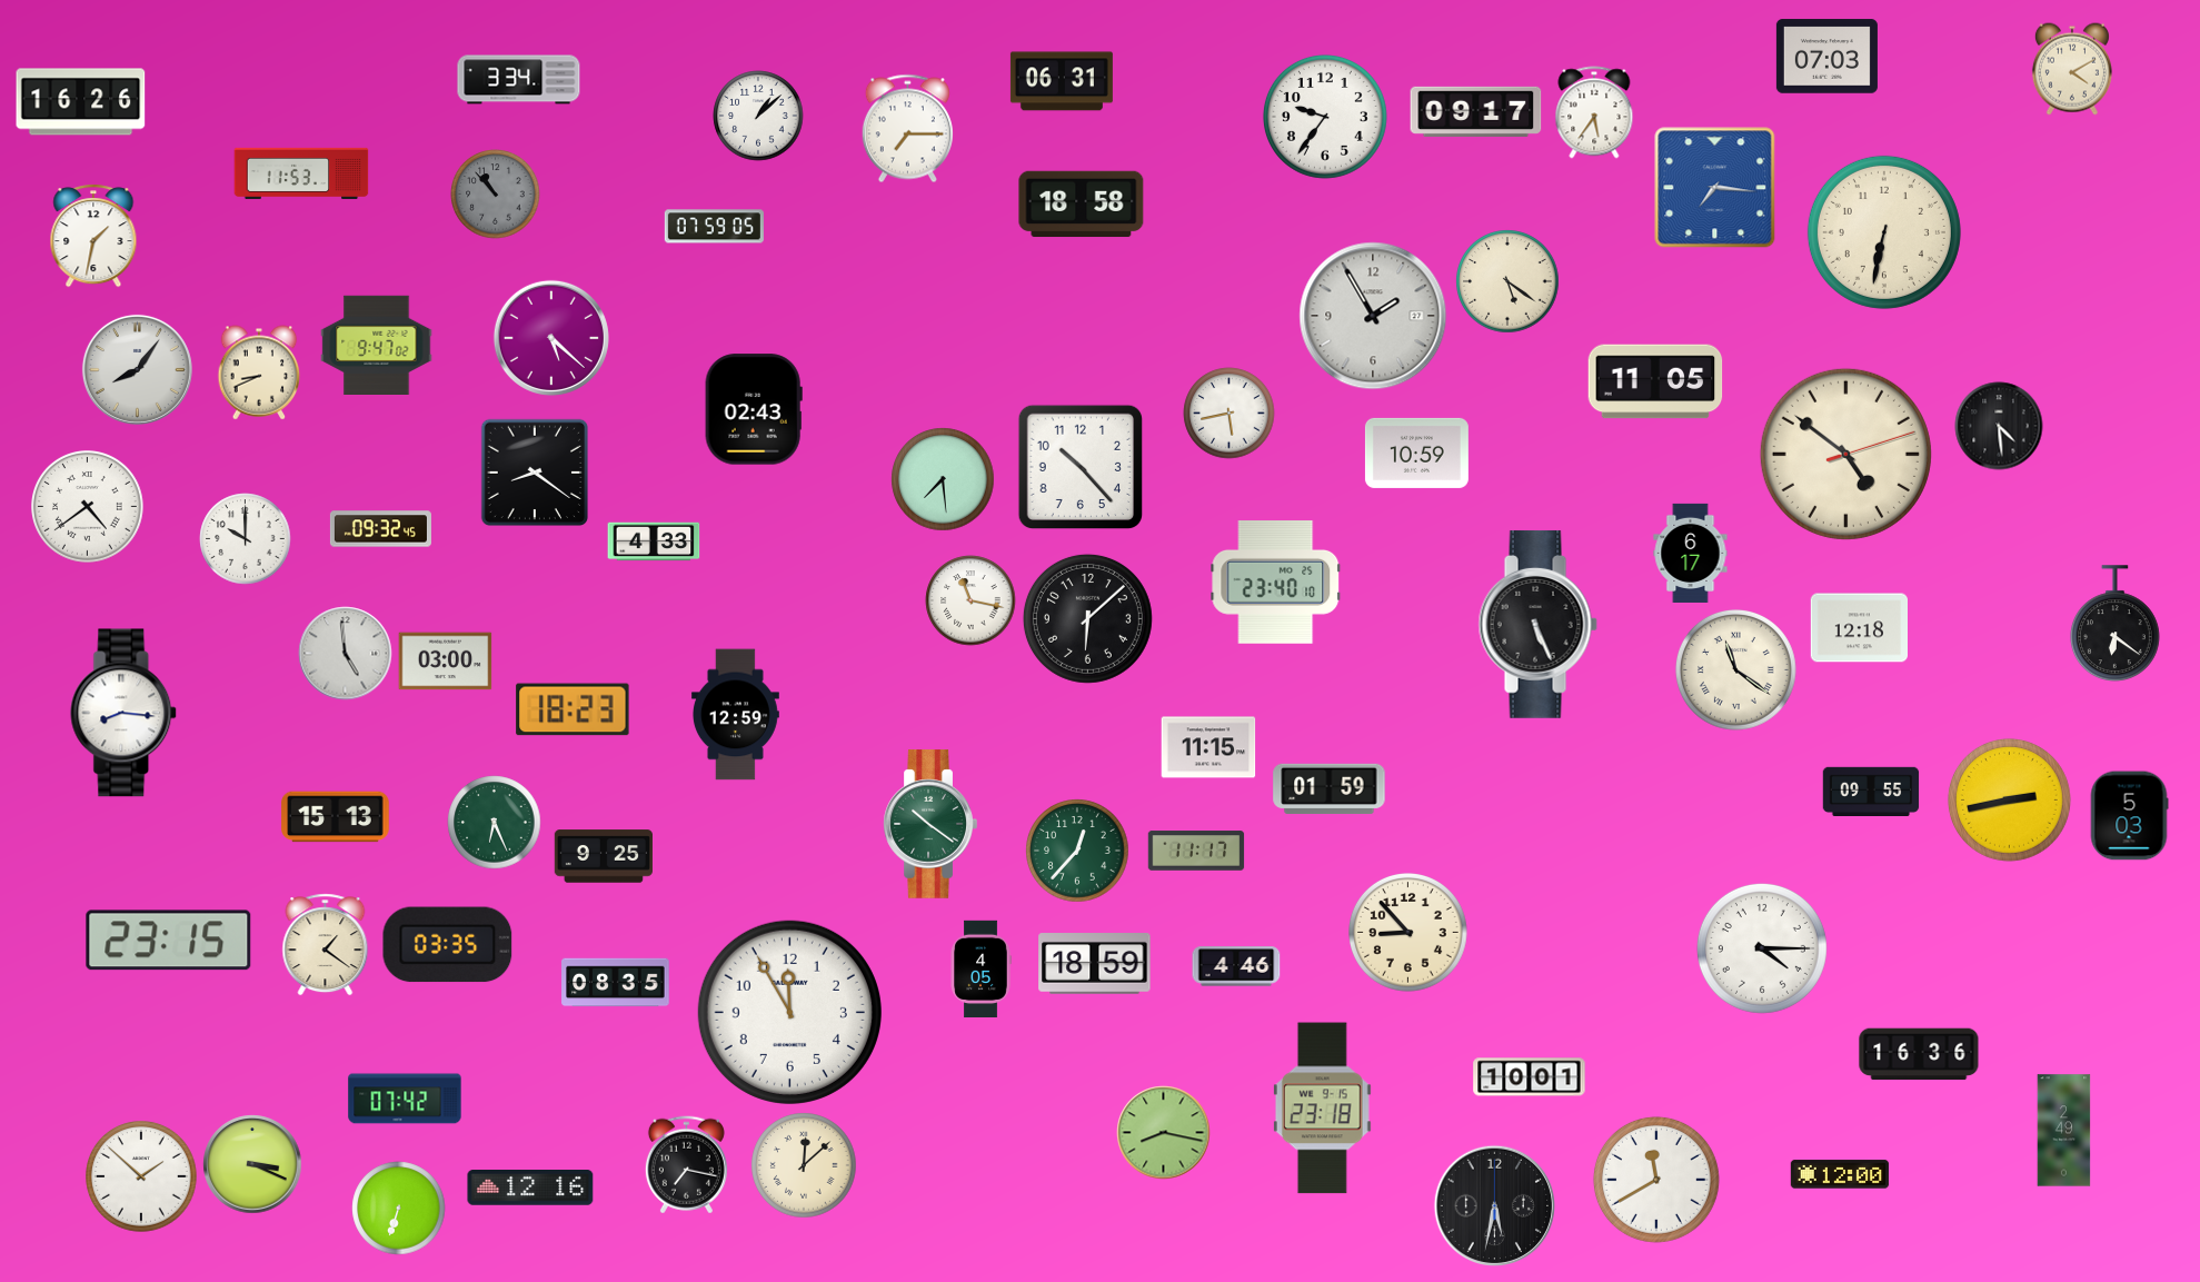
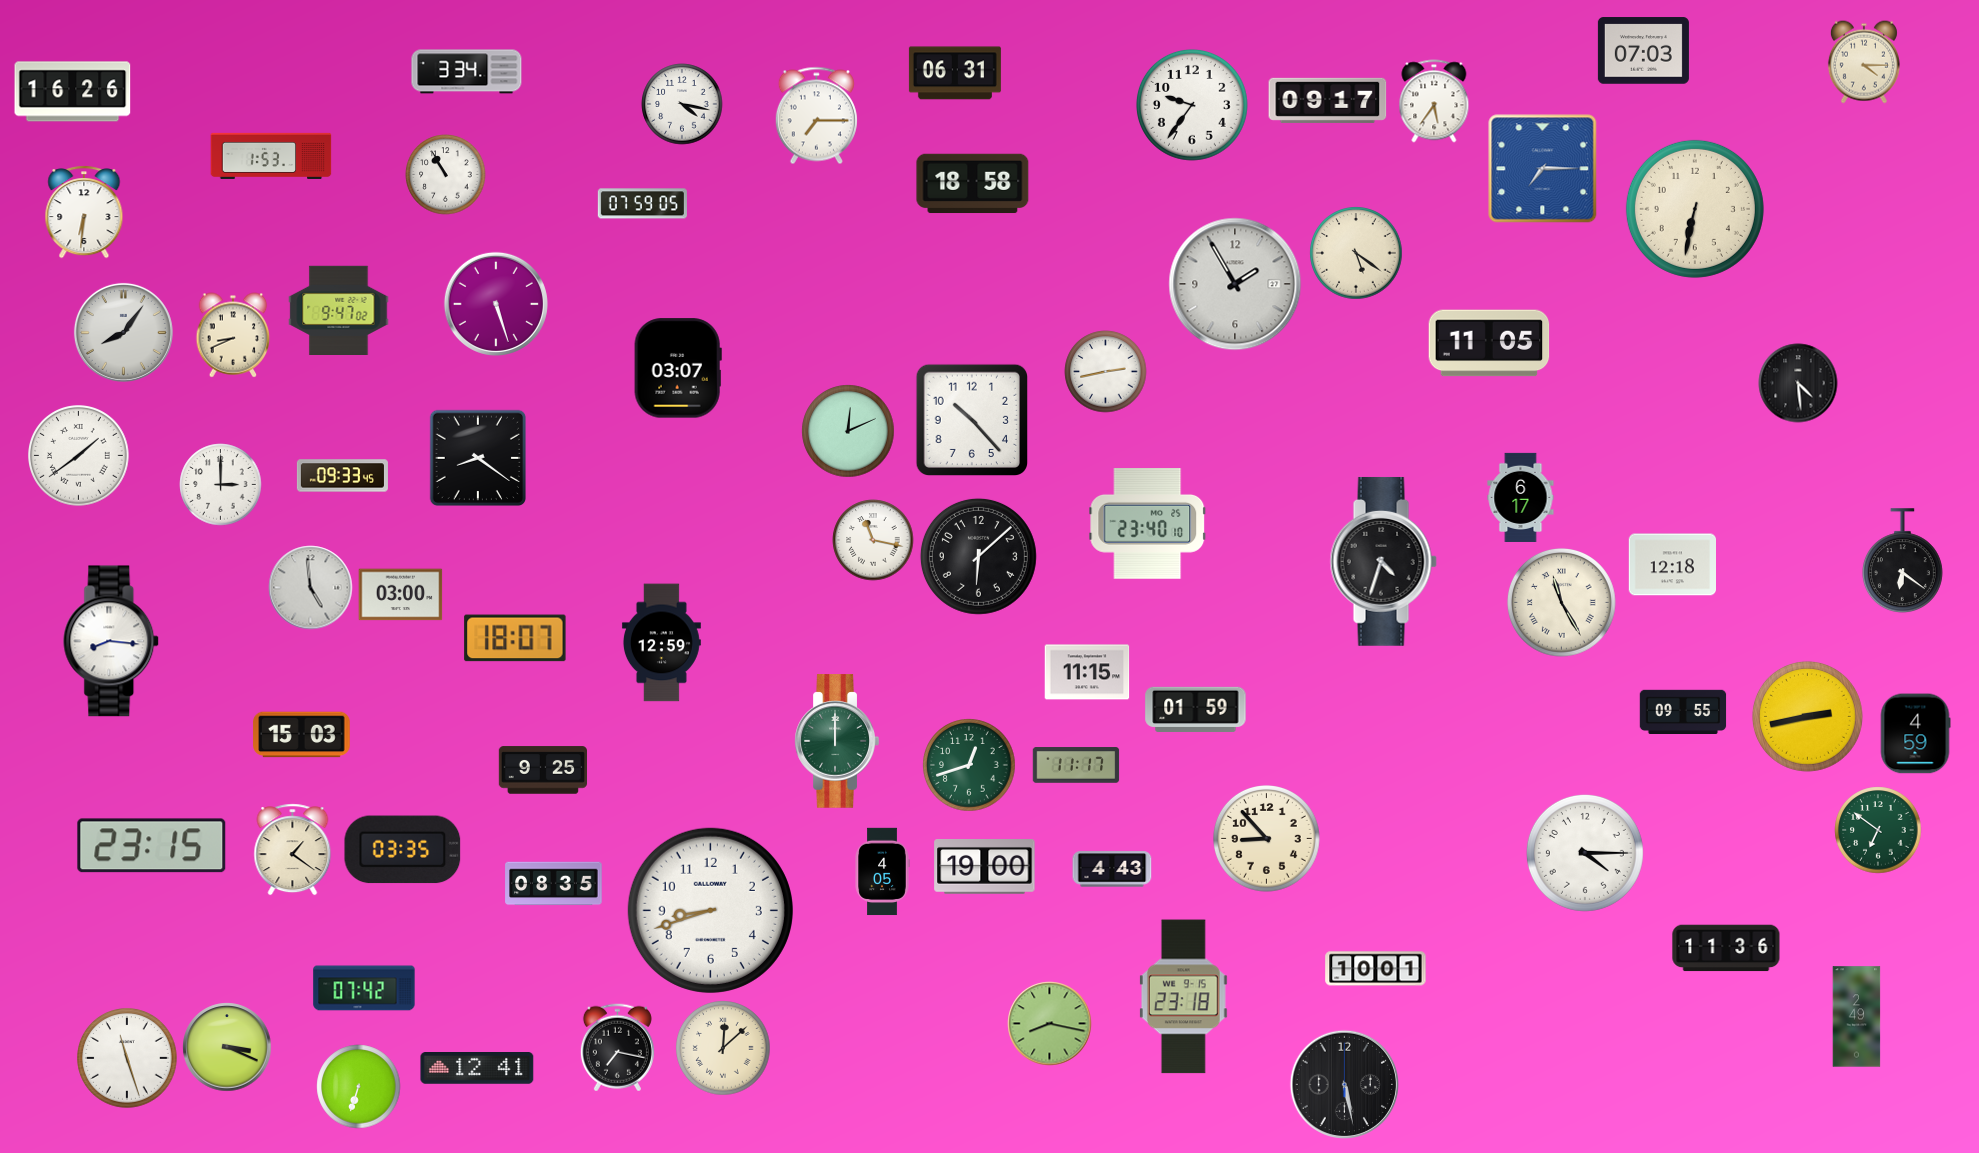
clock at (2072, 69): 4:10 -> 4:15
clock at (758, 116): 1:08 -> 4:17
clock at (301, 173): 11:53 -> 1:53
clock at (1715, 188): 7:16 -> 7:15
clock at (496, 195): 10:53 -> 10:55
clock at (496, 195) dial: grey -> white
clock at (93, 236): 1:32 -> 6:31
clock at (551, 338): 5:22 -> 5:27
clock at (754, 409): 02:43 -> 03:07
clock at (1230, 414): 5:43 -> 2:43
clock at (1416, 453): 10:59 -> none
clock at (1845, 454): 4:51 -> none
clock at (534, 471) position: (534, 471) -> (477, 457)
clock at (943, 479): 7:29 -> 12:11
clock at (88, 507): 4:39 -> 1:39
clock at (380, 529): 09:32 -> 09:33
clock at (246, 539): 10:00 -> 3:00
clock at (654, 541): 4:33 -> none
clock at (1537, 624): 5:26 -> 4:33
clock at (1735, 669): 11:21 -> 11:25
clock at (573, 709): 18:23 -> 18:07
clock at (2009, 799) position: (2009, 799) -> (1807, 716)
clock at (2129, 816): 5:03 -> 4:59
clock at (336, 817): 15:13 -> 15:03
clock at (495, 823): 6:26 -> none
clock at (930, 824): 10:21 -> 12:00
clock at (1077, 851): 12:37 -> 12:42
clock at (1878, 830): none -> 6:51
clock at (1095, 964): 18:59 -> 19:00
clock at (1236, 966): 4:46 -> 4:43
clock at (789, 1012): 11:55 -> 8:42
clock at (1919, 1054): 16:36 -> 11:36
clock at (1322, 1109) position: (1322, 1109) -> (1183, 997)
clock at (1164, 1133) position: (1164, 1133) -> (1050, 1024)
clock at (1839, 1174): 12:00 -> none
clock at (141, 1176): 1:52 -> 11:27
clock at (1656, 1180): 11:40 -> none
clock at (530, 1189): 12:16 -> 12:41
clock at (1494, 1205): 5:32 -> 5:28
